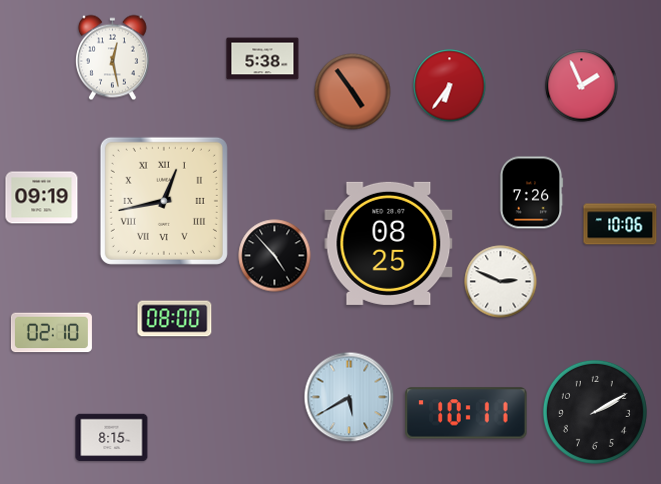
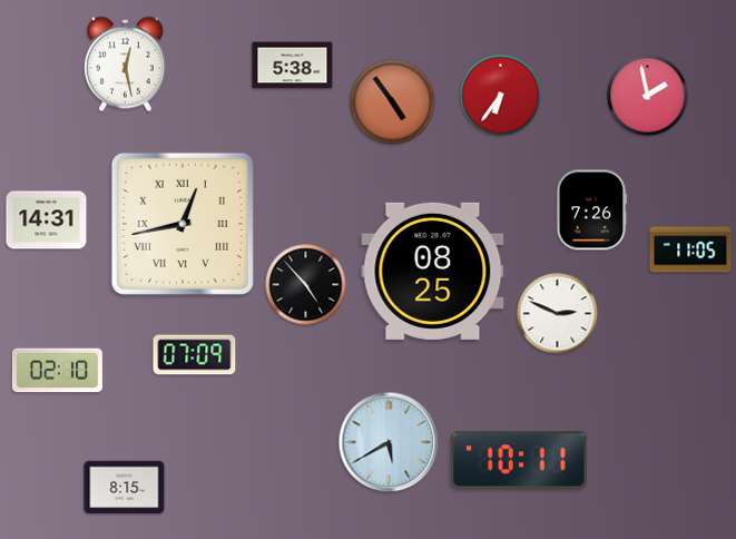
clock at (582, 86): 1:56 -> 1:58
clock at (531, 193) position: (531, 193) -> (591, 210)
clock at (42, 198): 09:19 -> 14:31
clock at (620, 224): 10:06 -> 11:05
clock at (175, 319): 08:00 -> 07:09
clock at (595, 412): 2:10 -> none
